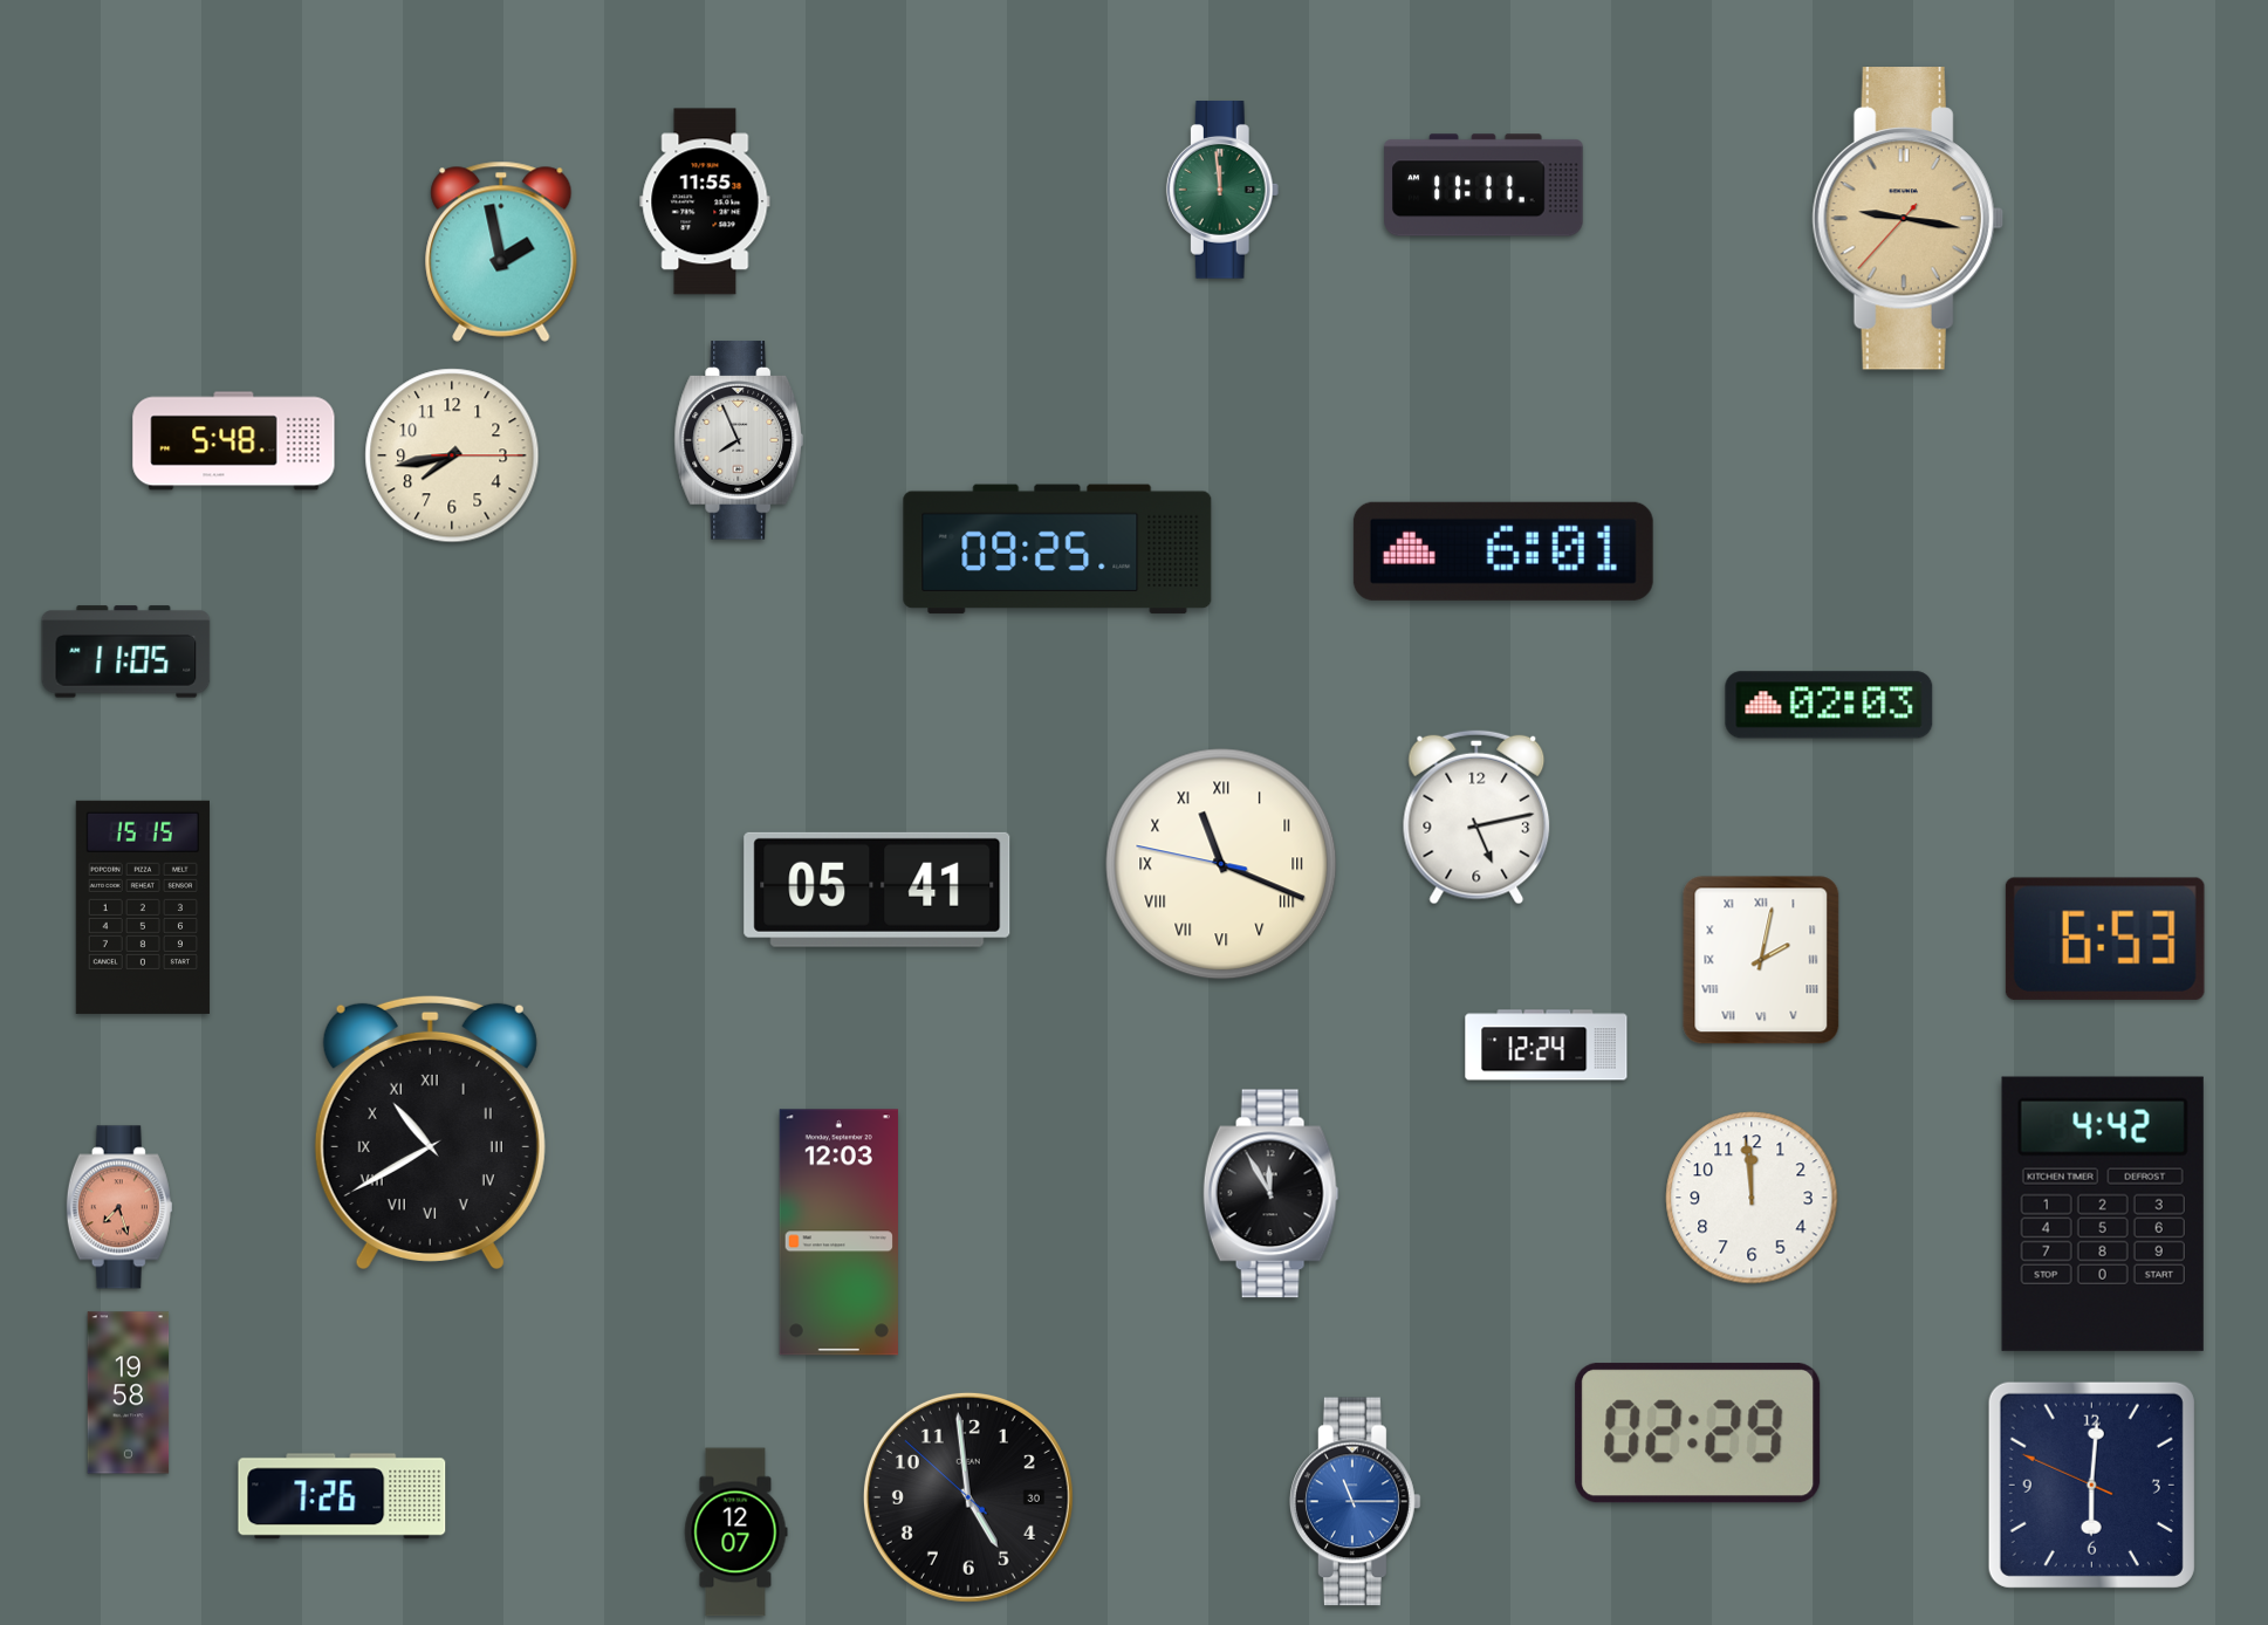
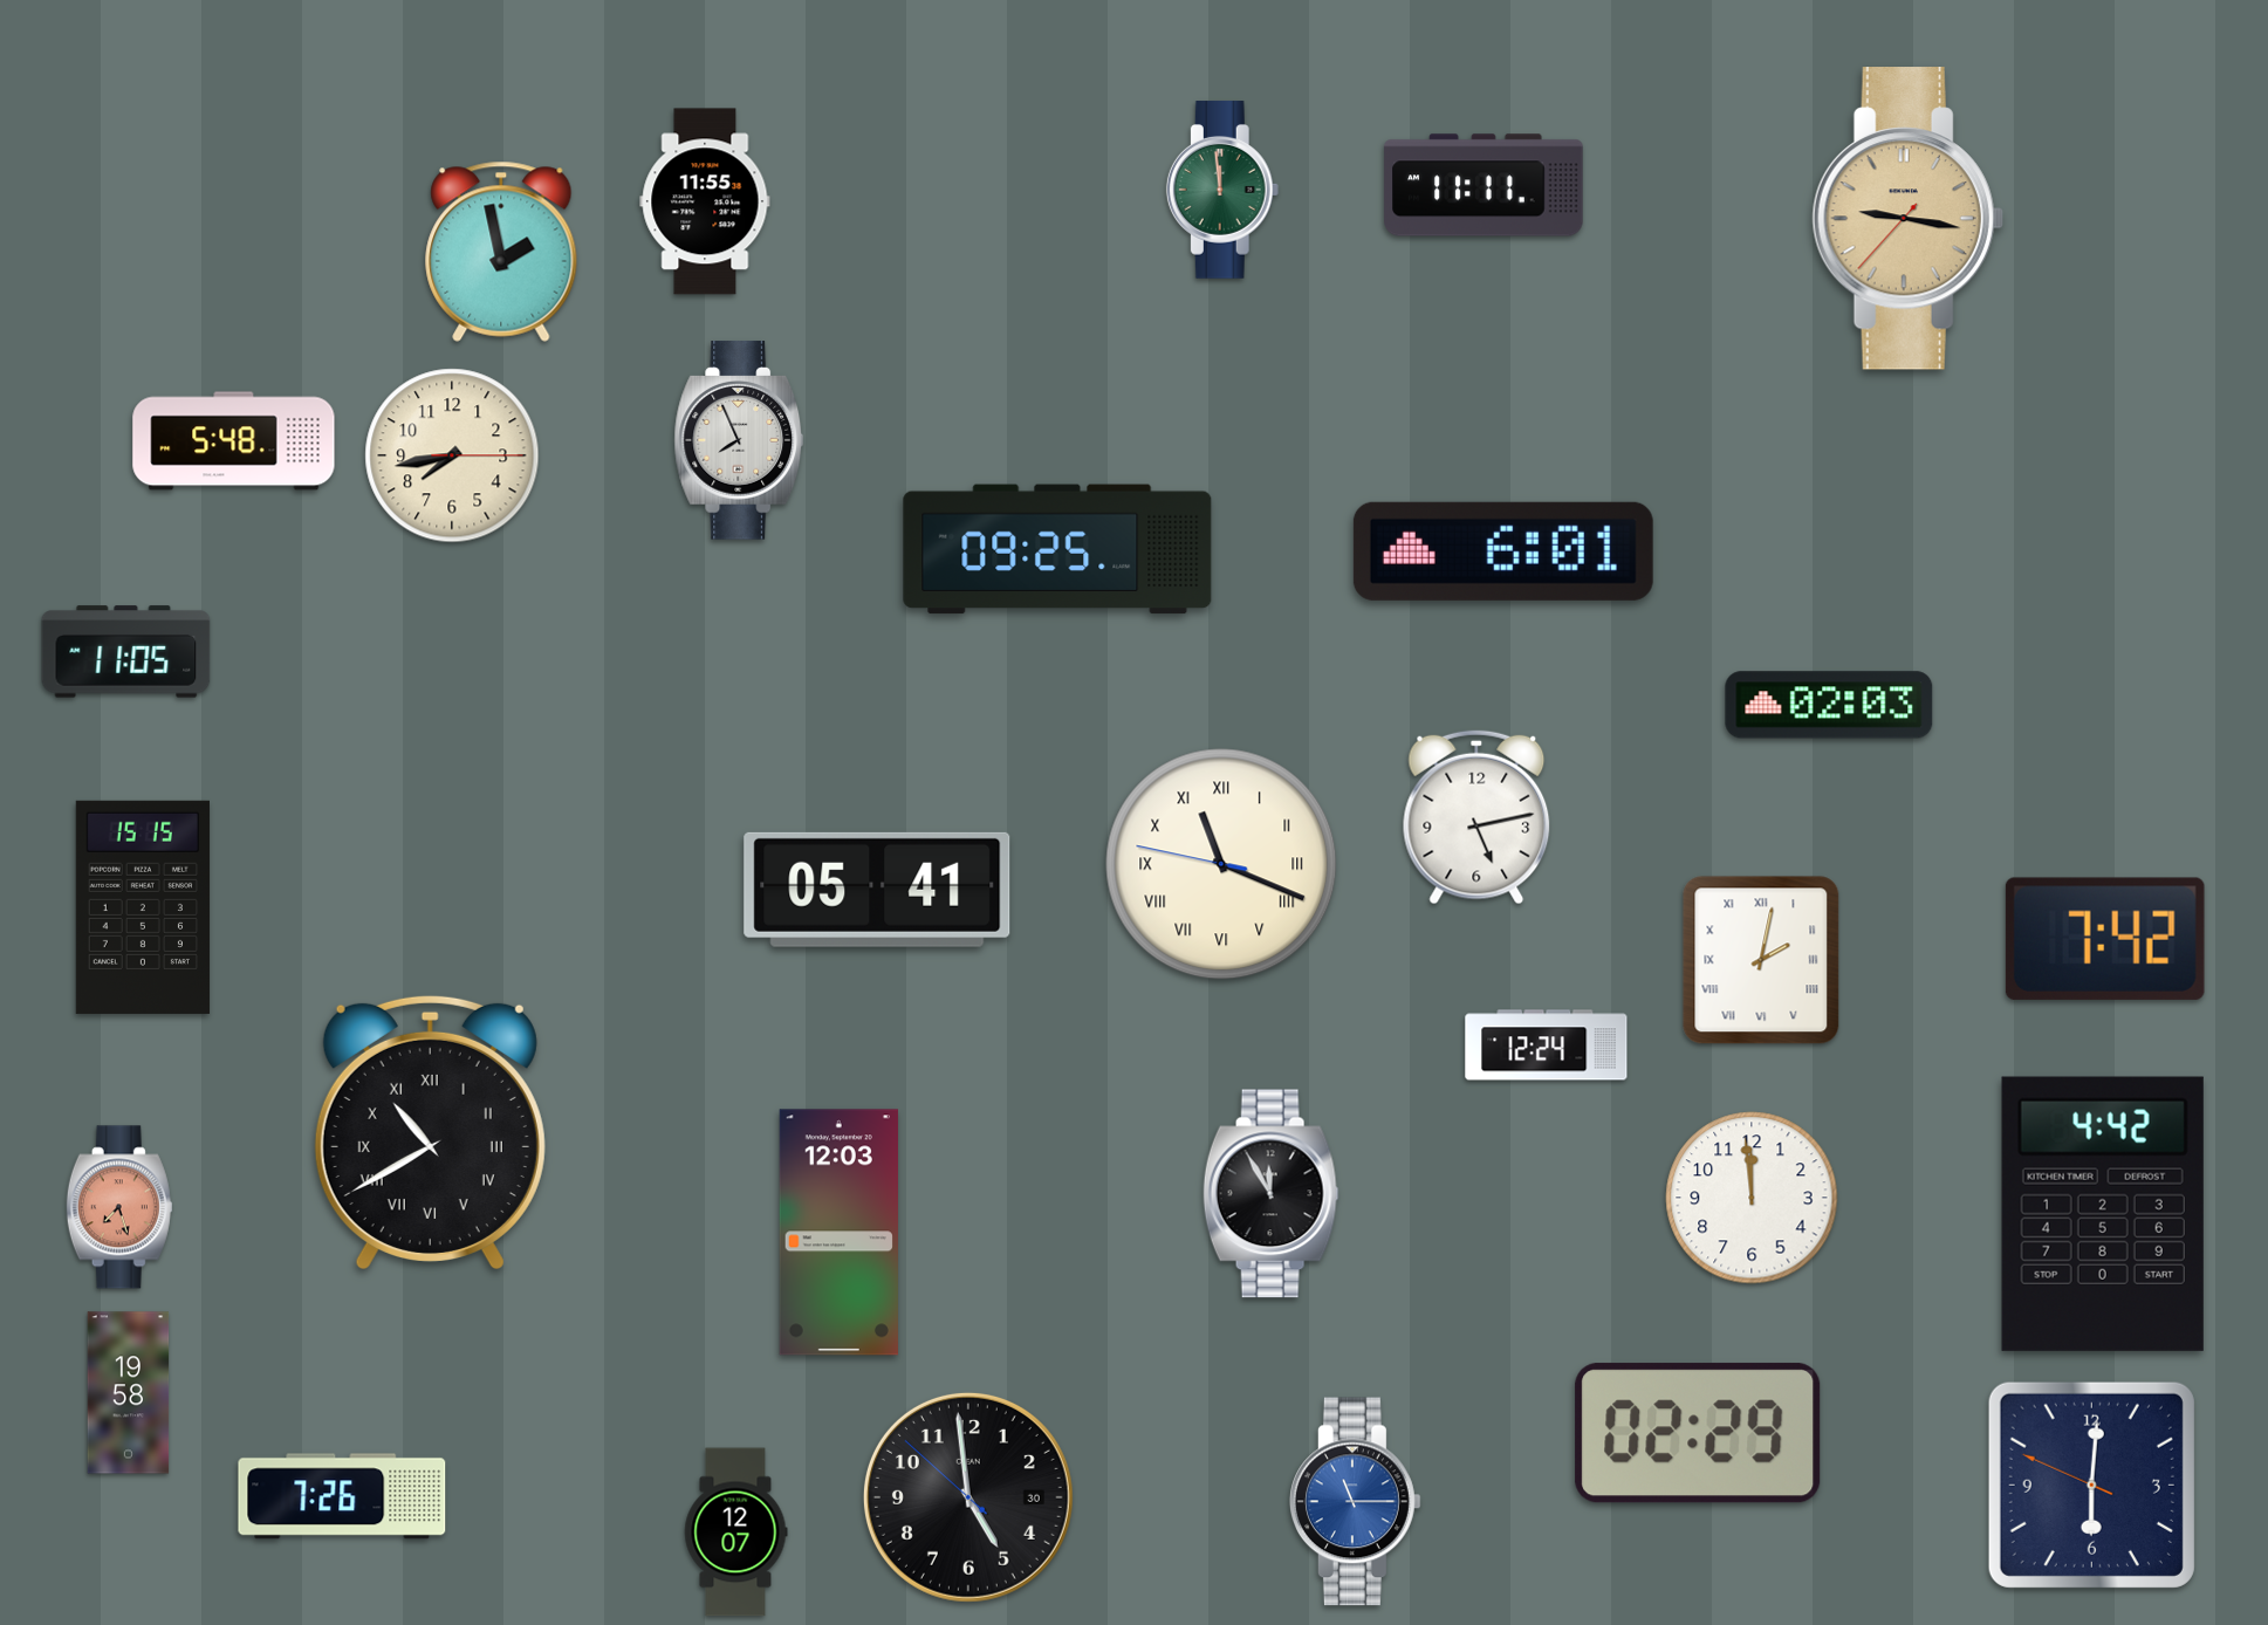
clock at (2105, 939): 6:53 -> 7:42
